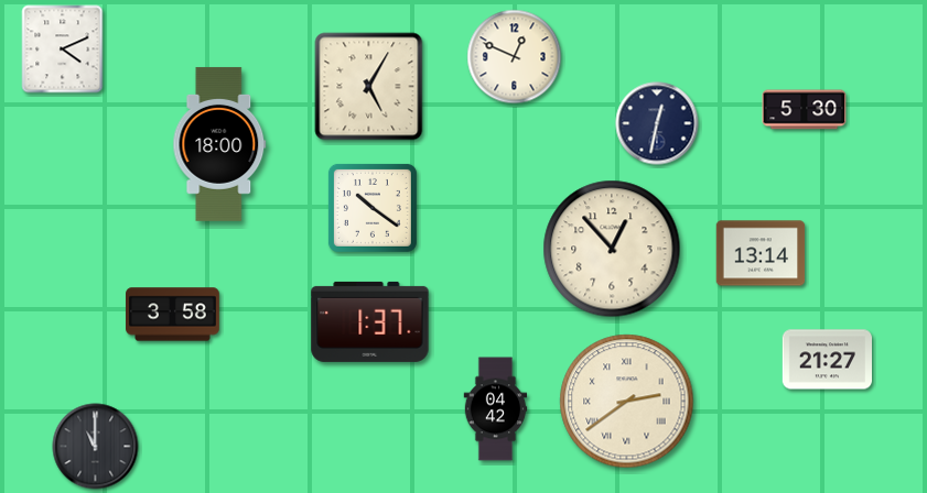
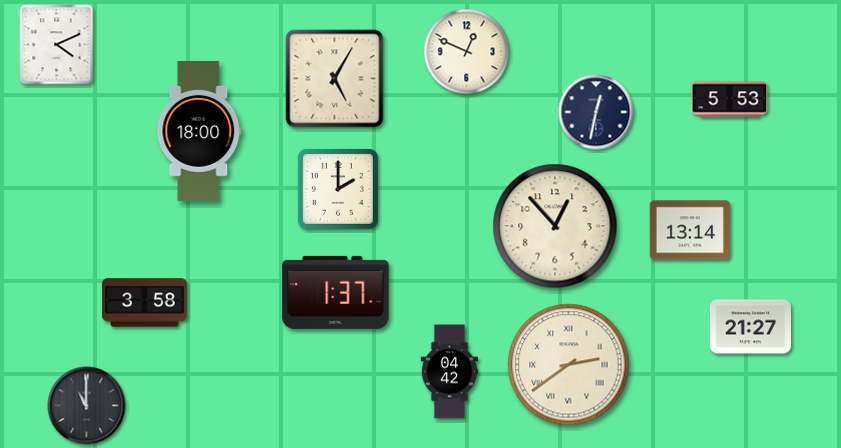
clock at (805, 110): 5:30 -> 5:53
clock at (373, 208): 10:21 -> 2:00
clock at (173, 315) position: (173, 315) -> (145, 303)
